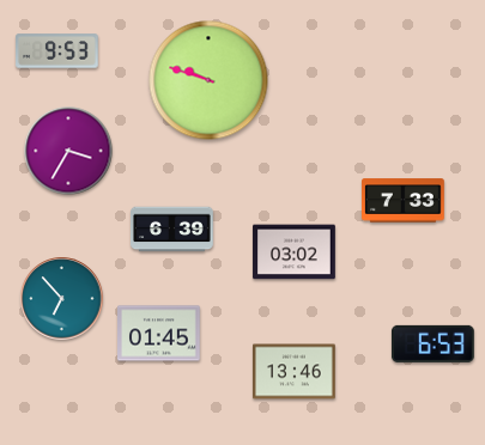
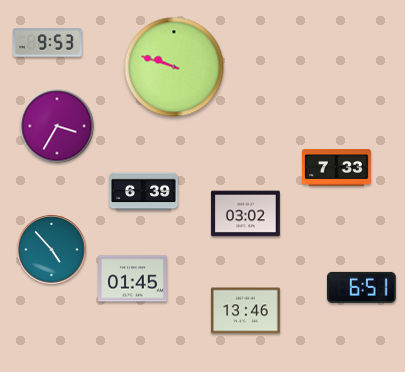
clock at (295, 252) position: (295, 252) -> (246, 214)
clock at (62, 299): 6:53 -> 4:53
clock at (432, 343): 6:53 -> 6:51
